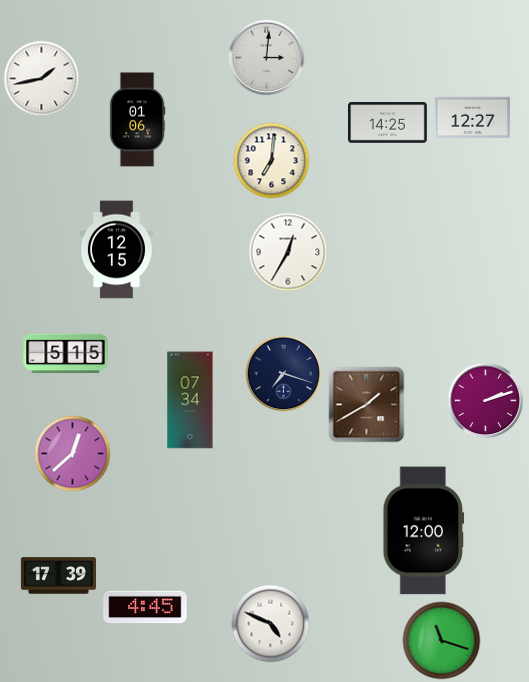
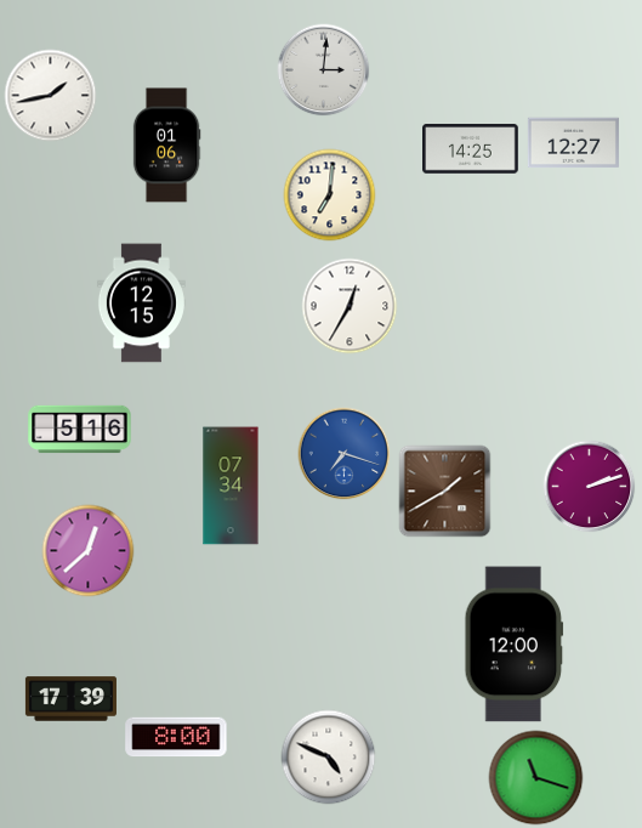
clock at (66, 354): 5:15 -> 5:16
clock at (284, 374) dial: navy -> blue
clock at (145, 607): 4:45 -> 8:00
